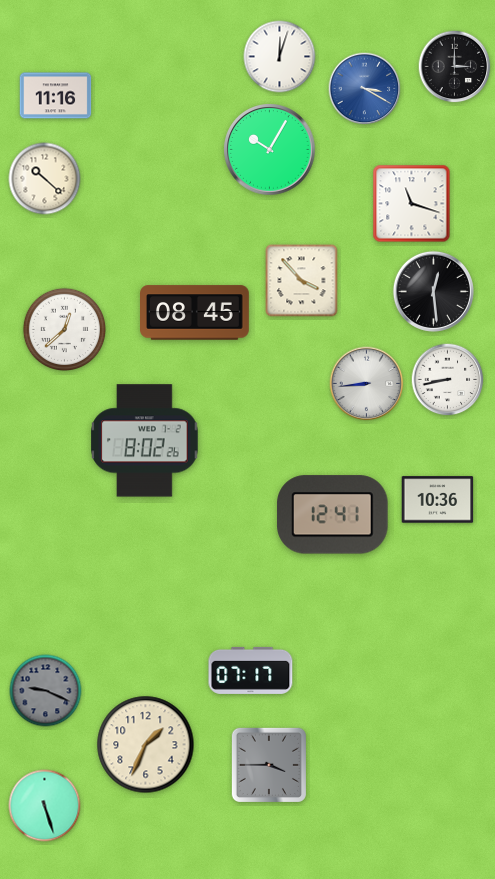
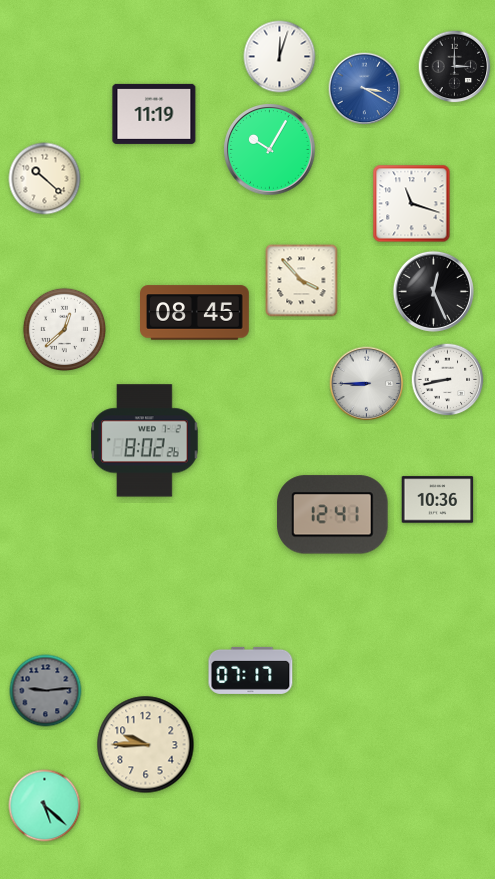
clock at (56, 96): 11:16 -> none
clock at (154, 114): none -> 11:19
clock at (433, 291): 12:29 -> 12:26
clock at (367, 384): 8:44 -> 8:45
clock at (46, 691): 9:19 -> 9:14
clock at (146, 745): 1:34 -> 9:45
clock at (269, 765): 3:45 -> none
clock at (45, 806): 5:27 -> 5:22
